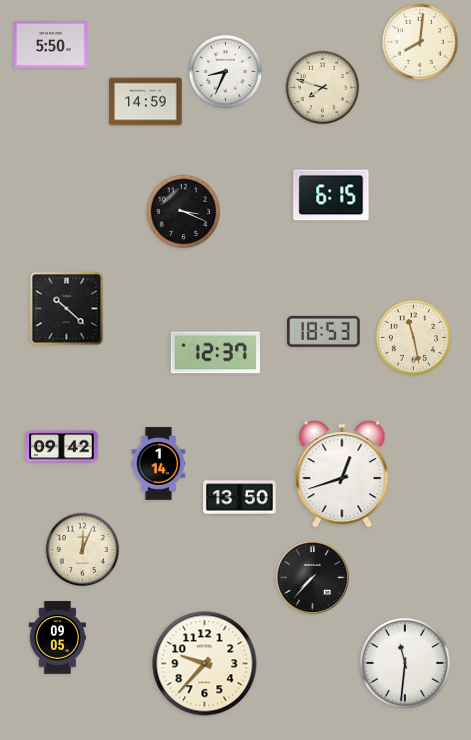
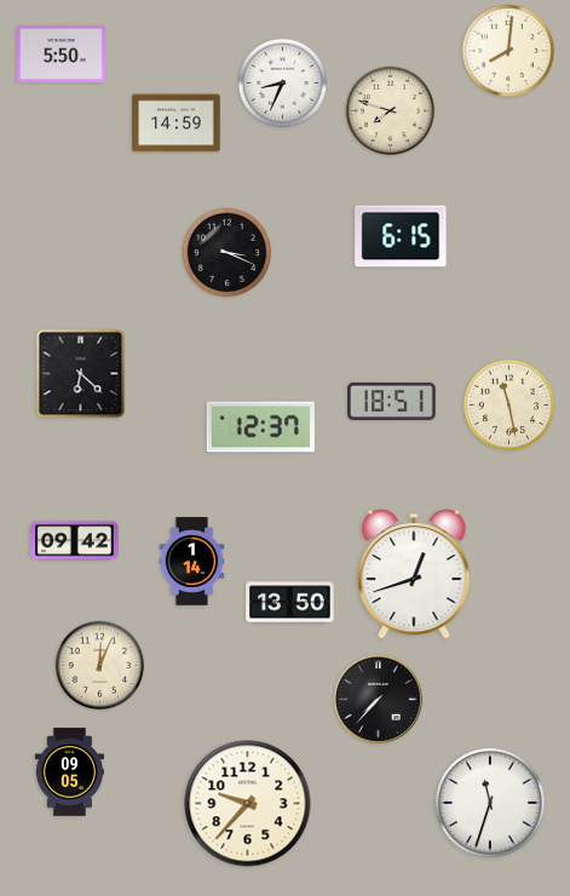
clock at (226, 72) position: (226, 72) -> (283, 84)
clock at (323, 88) position: (323, 88) -> (391, 111)
clock at (184, 212) position: (184, 212) -> (228, 253)
clock at (67, 309): 10:22 -> 6:22
clock at (324, 331): 18:53 -> 18:51
clock at (414, 338) position: (414, 338) -> (509, 406)
clock at (405, 663): 11:31 -> 11:33
